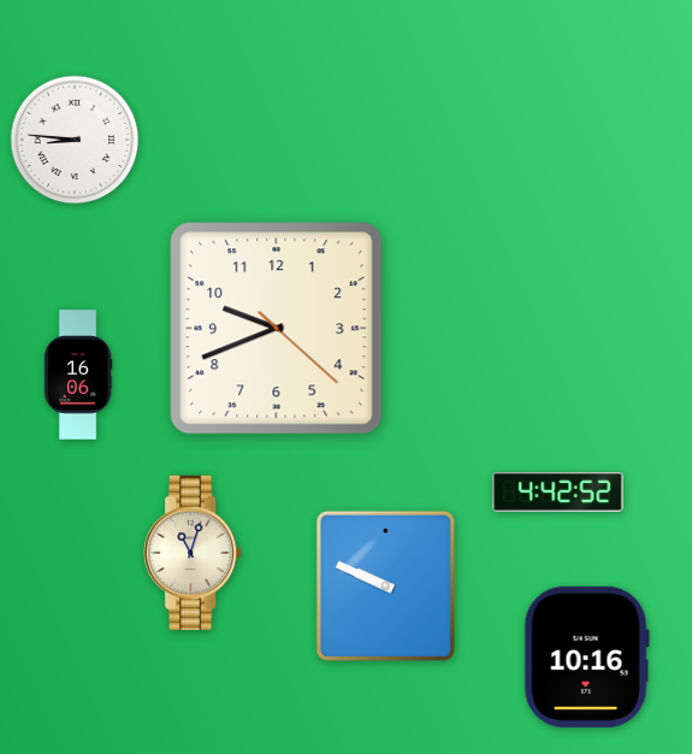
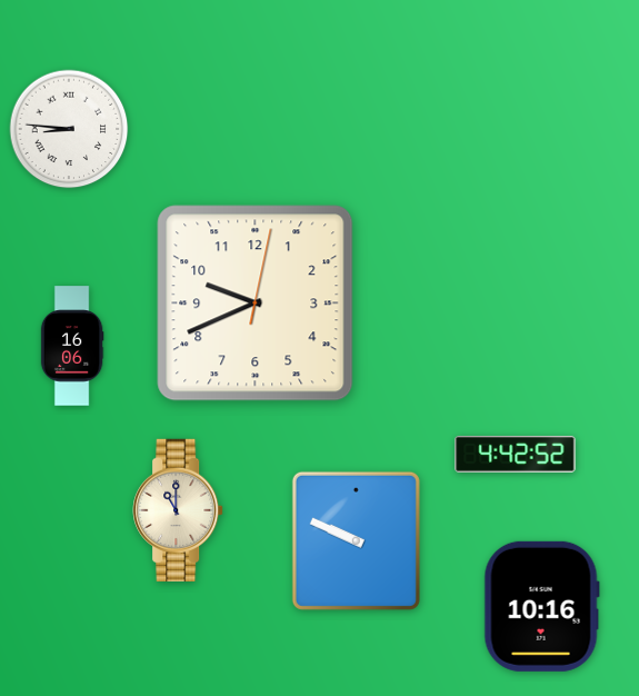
clock at (277, 329): 9:41:22 -> 9:41:02
clock at (193, 552): 11:03 -> 11:00
